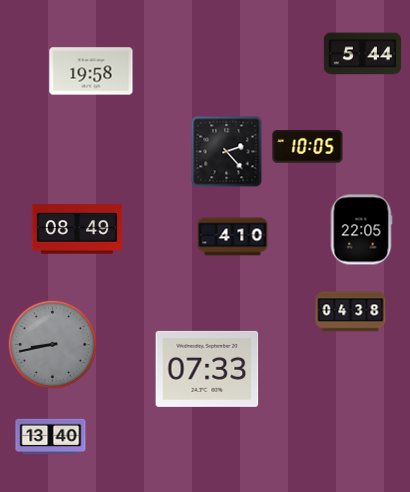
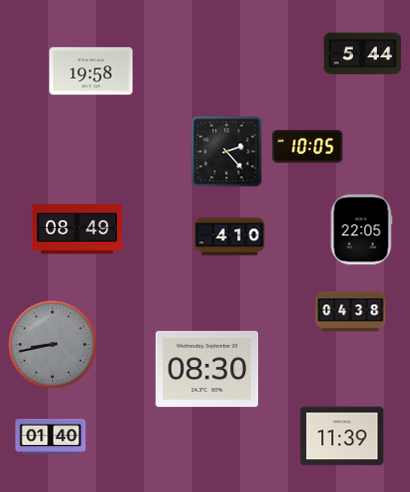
clock at (233, 237) position: (233, 237) -> (230, 237)
clock at (207, 369): 07:33 -> 08:30
clock at (342, 436): none -> 11:39
clock at (51, 437): 13:40 -> 01:40
